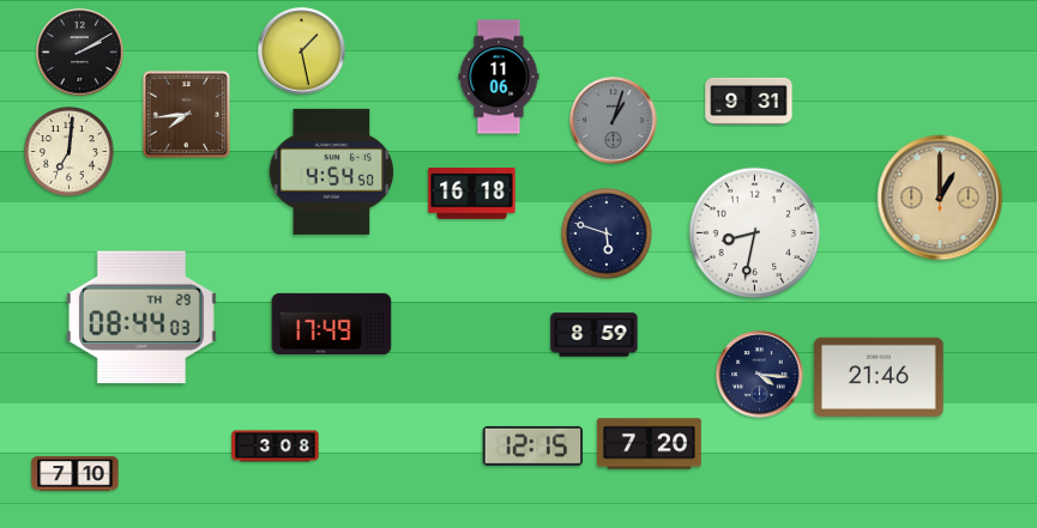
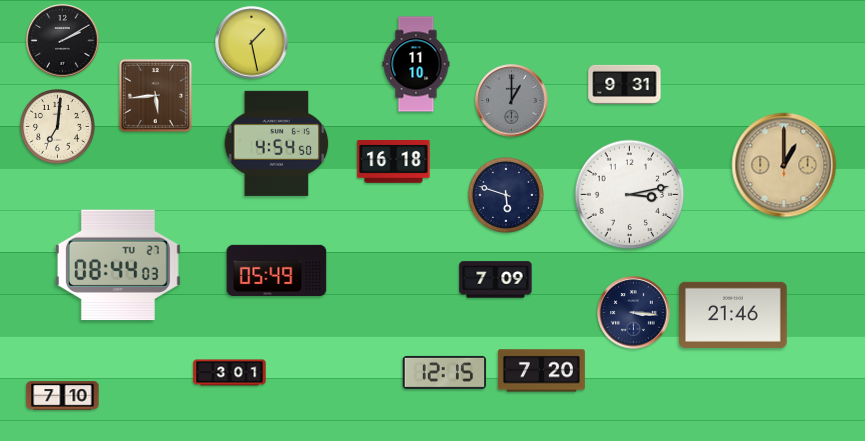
clock at (80, 53) position: (80, 53) -> (63, 41)
clock at (499, 77): 11:06 -> 11:10
clock at (186, 114): 7:44 -> 5:44
clock at (614, 121): 1:03 -> 1:00
clock at (755, 233): 8:32 -> 3:13
clock at (141, 317) date: TH 29 -> TU 27
clock at (332, 323): 17:49 -> 05:49
clock at (595, 335): 8:59 -> 7:09
clock at (760, 375): 4:16 -> 3:16
clock at (276, 447): 3:08 -> 3:01
